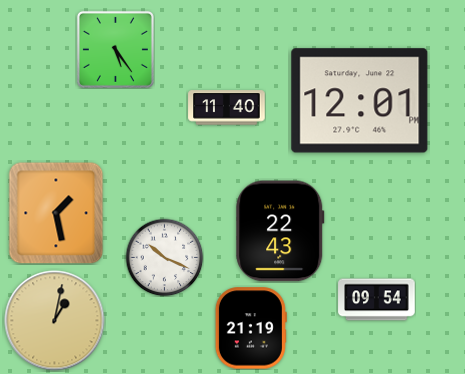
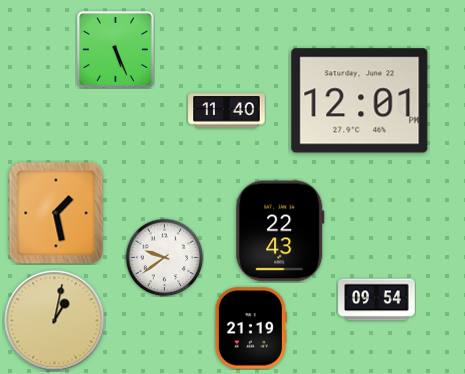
clock at (115, 49): 5:24 -> 5:26
clock at (227, 108) position: (227, 108) -> (227, 111)
clock at (164, 257): 10:19 -> 9:39
